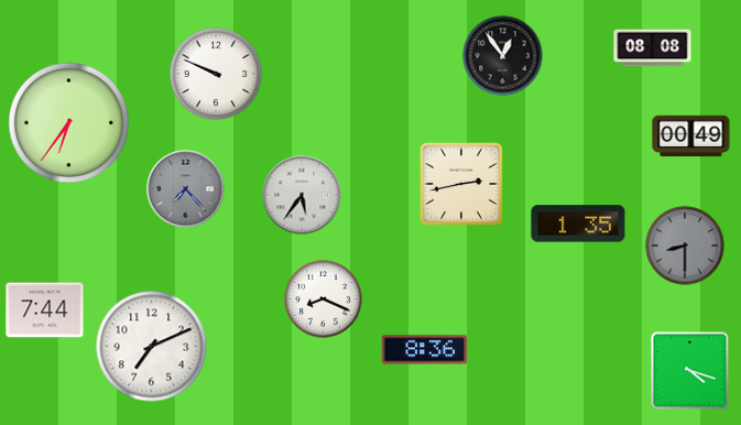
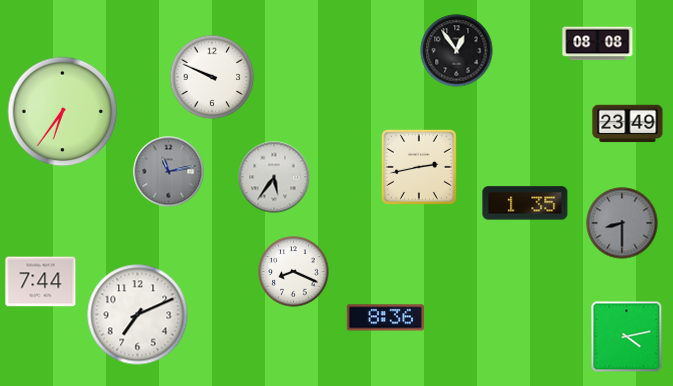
clock at (653, 48) position: (653, 48) -> (598, 44)
clock at (216, 74) position: (216, 74) -> (212, 77)
clock at (691, 137): 00:49 -> 23:49
clock at (186, 189): 7:23 -> 11:13
clock at (690, 371): 4:18 -> 4:13
